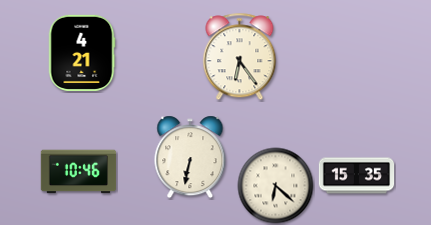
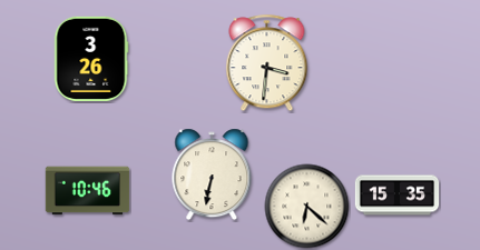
clock at (82, 52): 4:21 -> 3:26
clock at (240, 57): 6:24 -> 3:31
